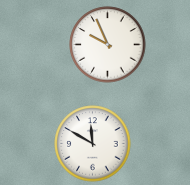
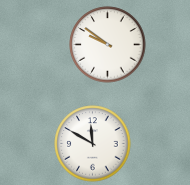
clock at (108, 45): 9:56 -> 9:51
